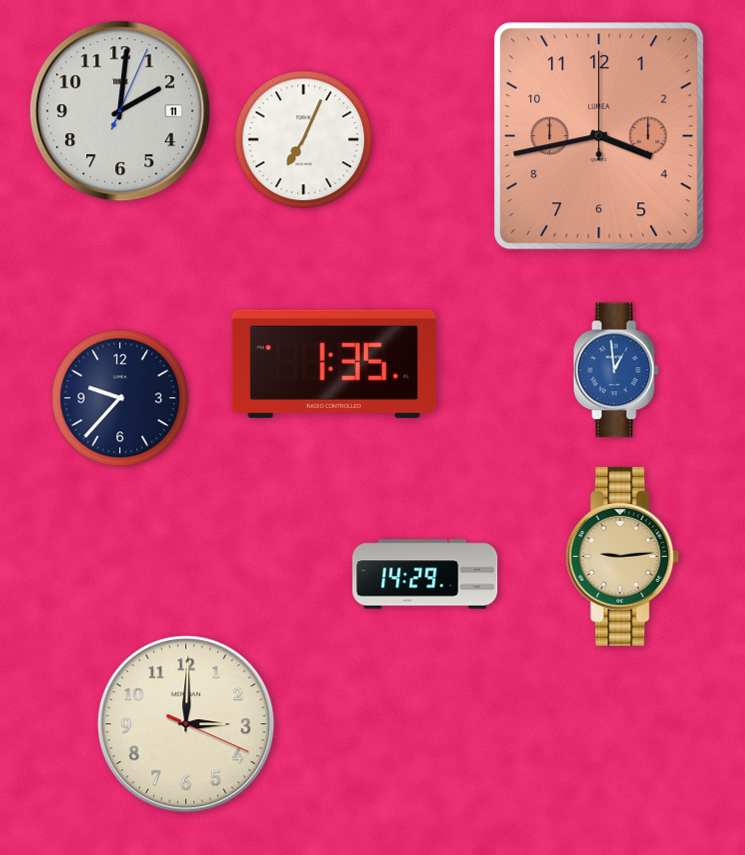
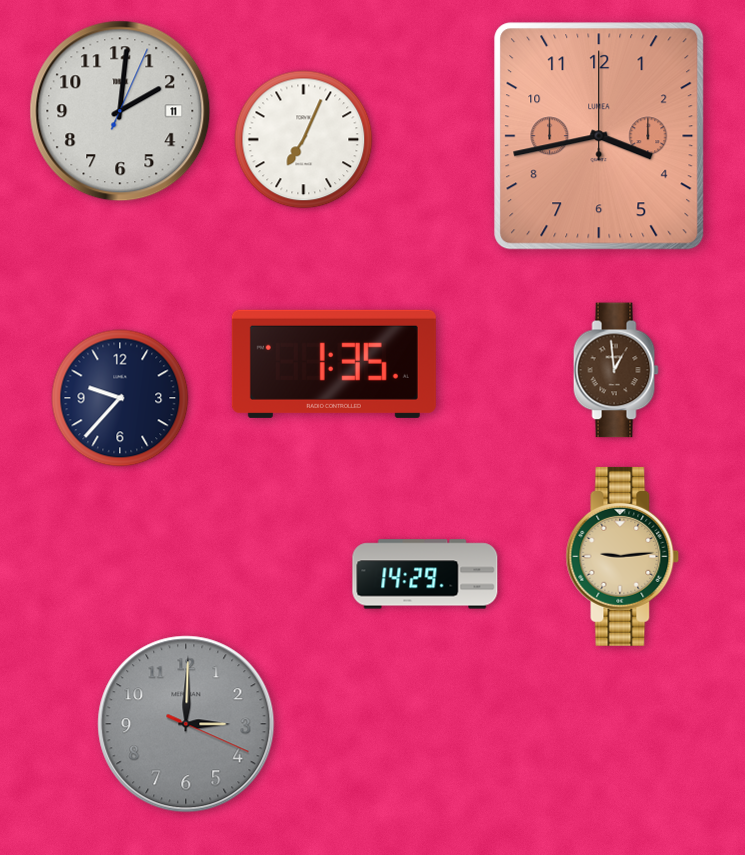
clock at (616, 370) dial: blue -> brown
clock at (186, 724) dial: cream -> grey
